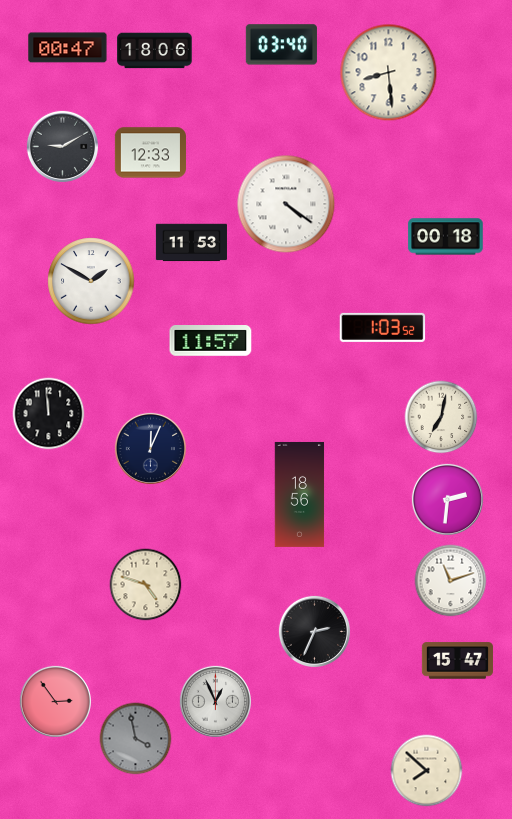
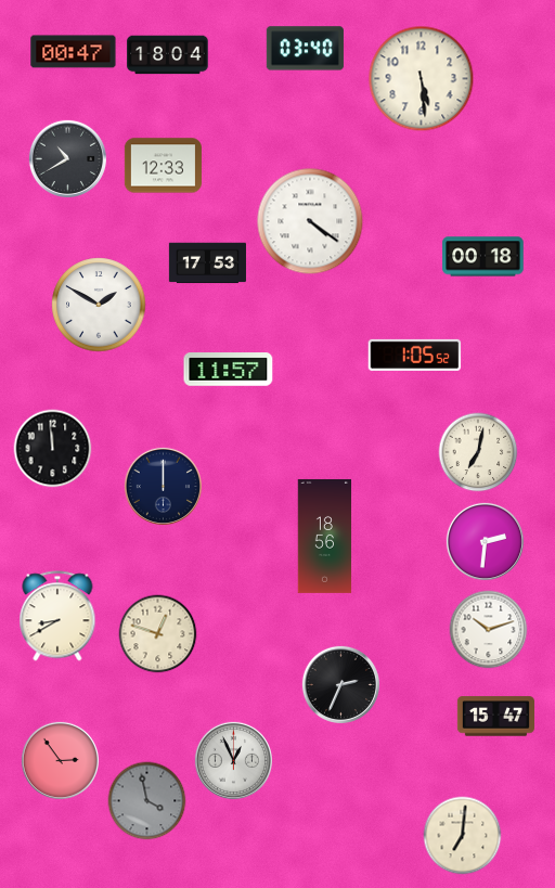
clock at (155, 51): 18:06 -> 18:04
clock at (389, 73): 8:29 -> 5:29
clock at (62, 146): 9:10 -> 10:40
clock at (191, 243): 11:53 -> 17:53
clock at (383, 327): 1:03 -> 1:05
clock at (150, 448): 12:04 -> 12:00
clock at (57, 616): none -> 8:40
clock at (451, 581): 11:12 -> 10:12
clock at (146, 585): 4:48 -> 12:48
clock at (427, 771): 7:52 -> 7:01
